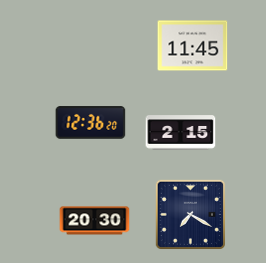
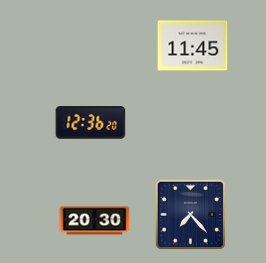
clock at (181, 133): 2:15 -> none
clock at (190, 214): 7:20 -> 7:23
